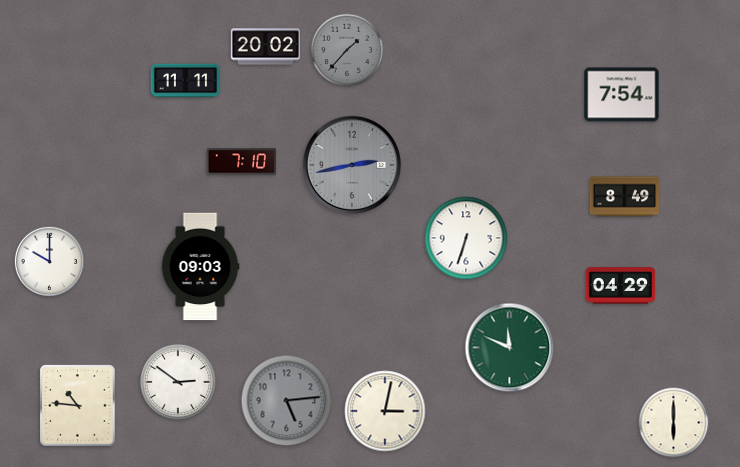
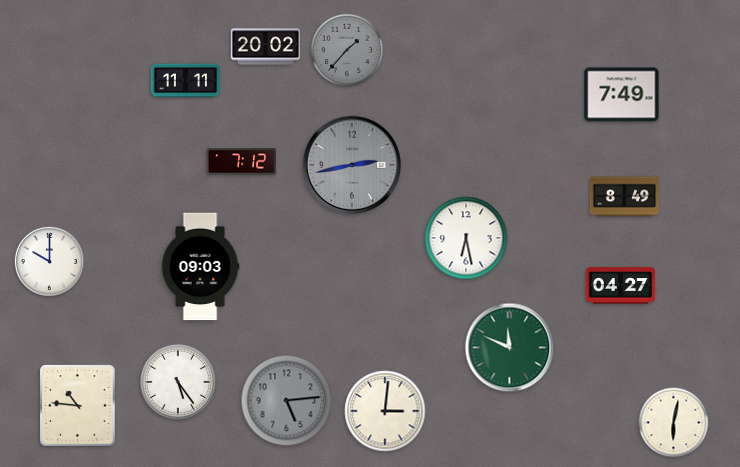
clock at (622, 95): 7:54 -> 7:49
clock at (242, 162): 7:10 -> 7:12
clock at (466, 238): 6:33 -> 6:28
clock at (621, 286): 04:29 -> 04:27
clock at (178, 382): 2:51 -> 5:24
clock at (385, 411): 3:02 -> 3:01
clock at (674, 423): 6:00 -> 6:02
